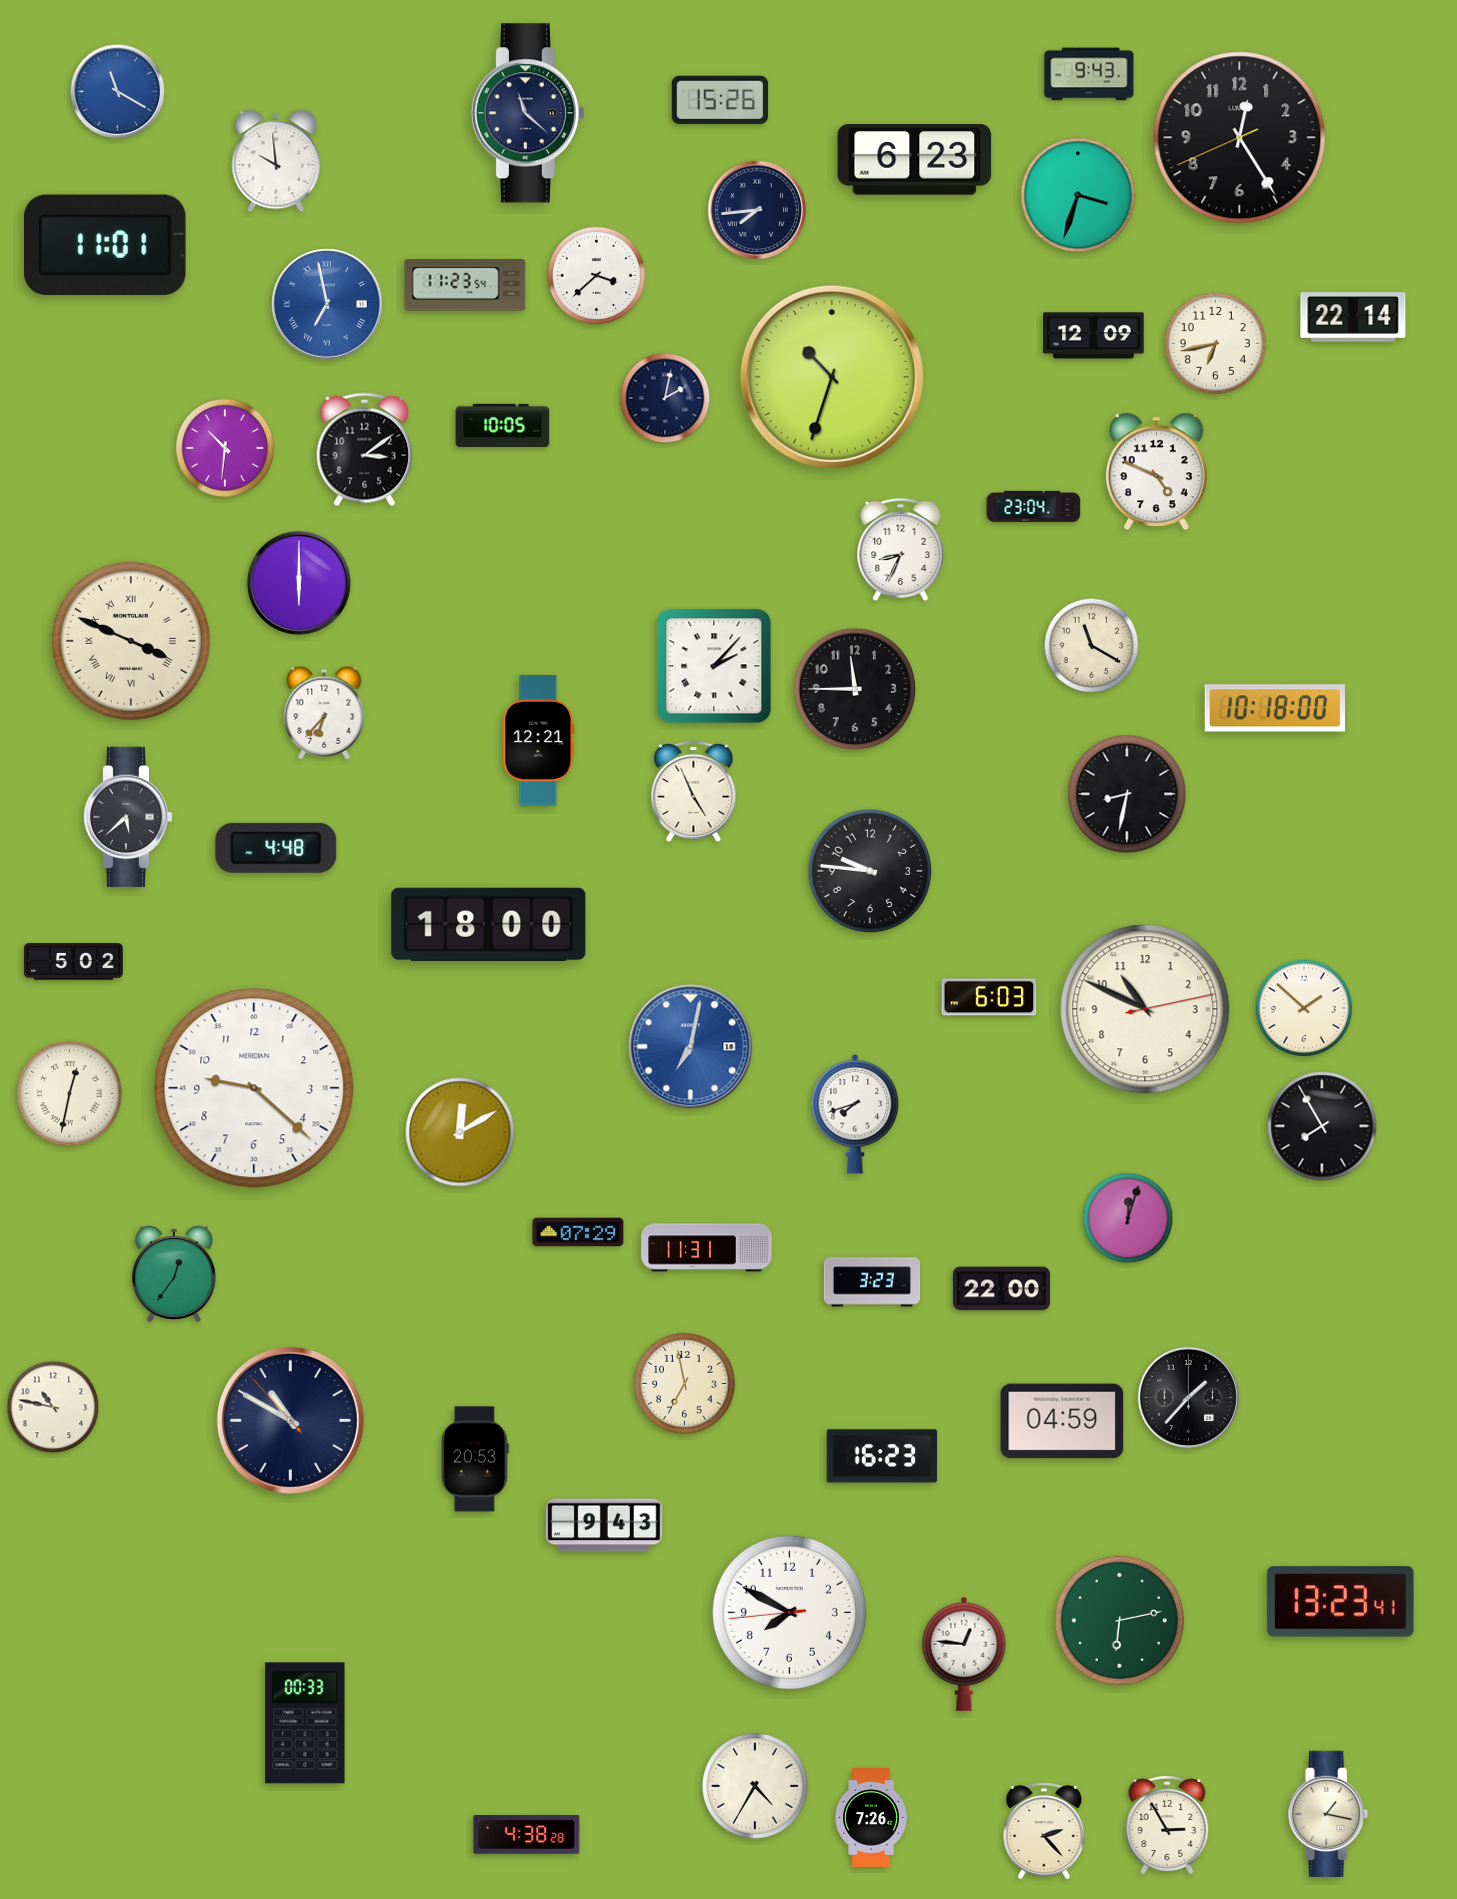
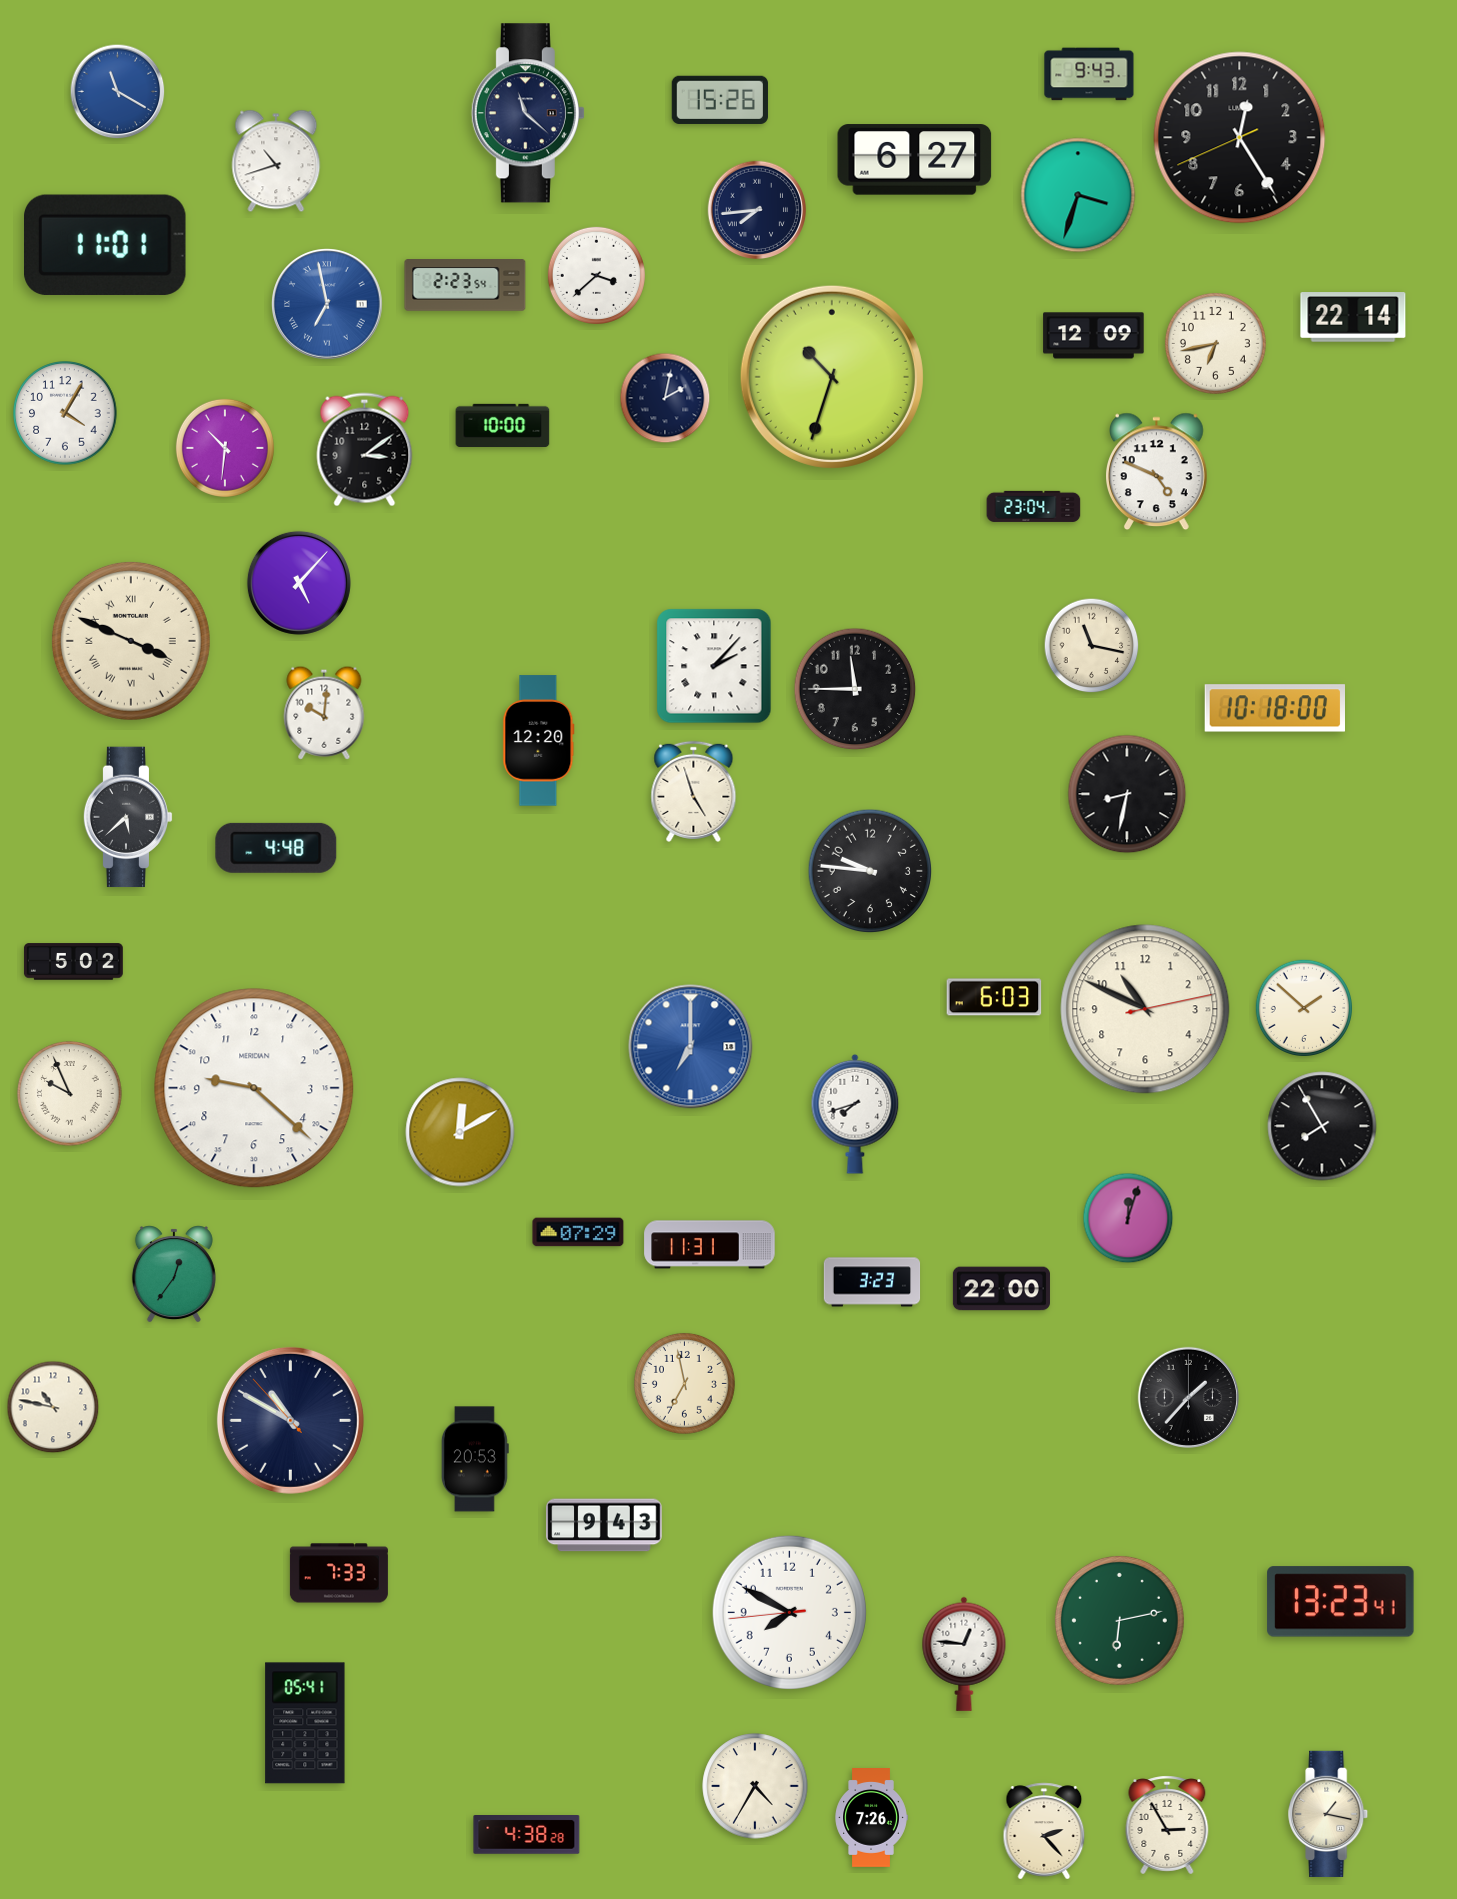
clock at (915, 160): 6:23 -> 6:27
clock at (276, 161): 9:59 -> 10:42
clock at (465, 285): 11:23 -> 2:23
clock at (65, 413): none -> 4:05
clock at (503, 425): 10:05 -> 10:00
clock at (901, 549): 8:34 -> none
clock at (299, 583): 6:00 -> 5:07
clock at (1092, 646): 11:20 -> 11:17
clock at (324, 713): 6:37 -> 10:01
clock at (539, 741): 12:21 -> 12:20
clock at (694, 791): 4:56 -> 4:57
clock at (489, 924): 18:00 -> none
clock at (989, 997) position: (989, 997) -> (994, 997)
clock at (691, 1047): 7:02 -> 7:00
clock at (70, 1094): 12:32 -> 9:56
clock at (707, 1248) position: (707, 1248) -> (710, 1245)
clock at (1062, 1421): 04:59 -> none
clock at (882, 1456): 16:23 -> none
clock at (339, 1573): none -> 7:33
clock at (305, 1723): 00:33 -> 05:41
